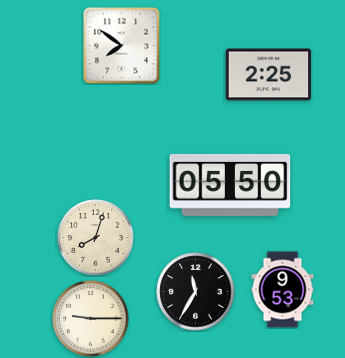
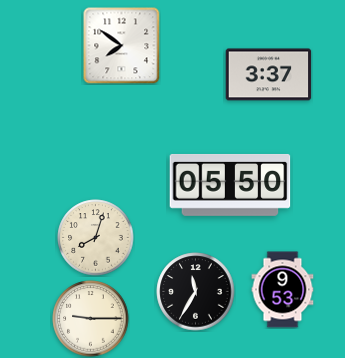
clock at (269, 75): 2:25 -> 3:37
